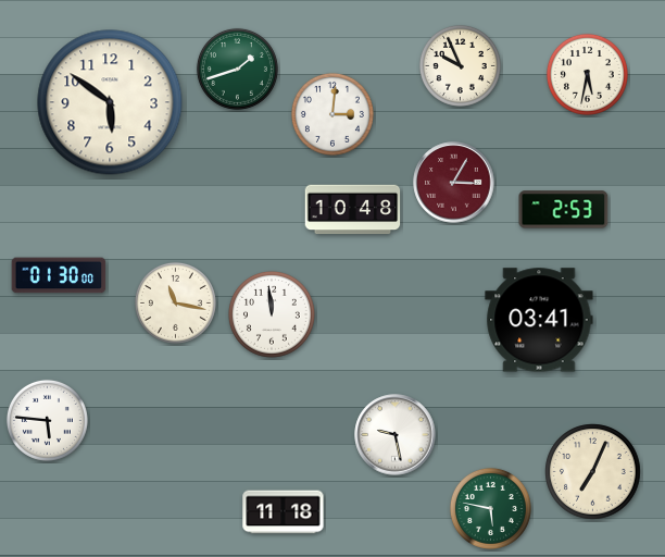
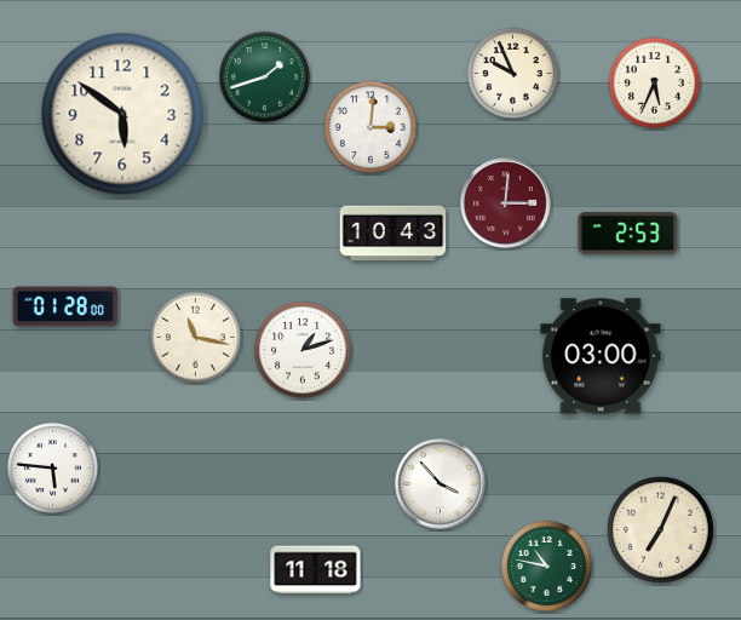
clock at (587, 74): 5:32 -> 5:34
clock at (454, 183): 3:05 -> 3:01
clock at (353, 210): 10:48 -> 10:43
clock at (59, 275): 01:30 -> 01:28
clock at (272, 314): 11:59 -> 1:12
clock at (539, 320): 03:41 -> 03:00
clock at (396, 435): 9:28 -> 3:53
clock at (593, 472) position: (593, 472) -> (661, 530)
clock at (490, 508): 5:47 -> 10:47
